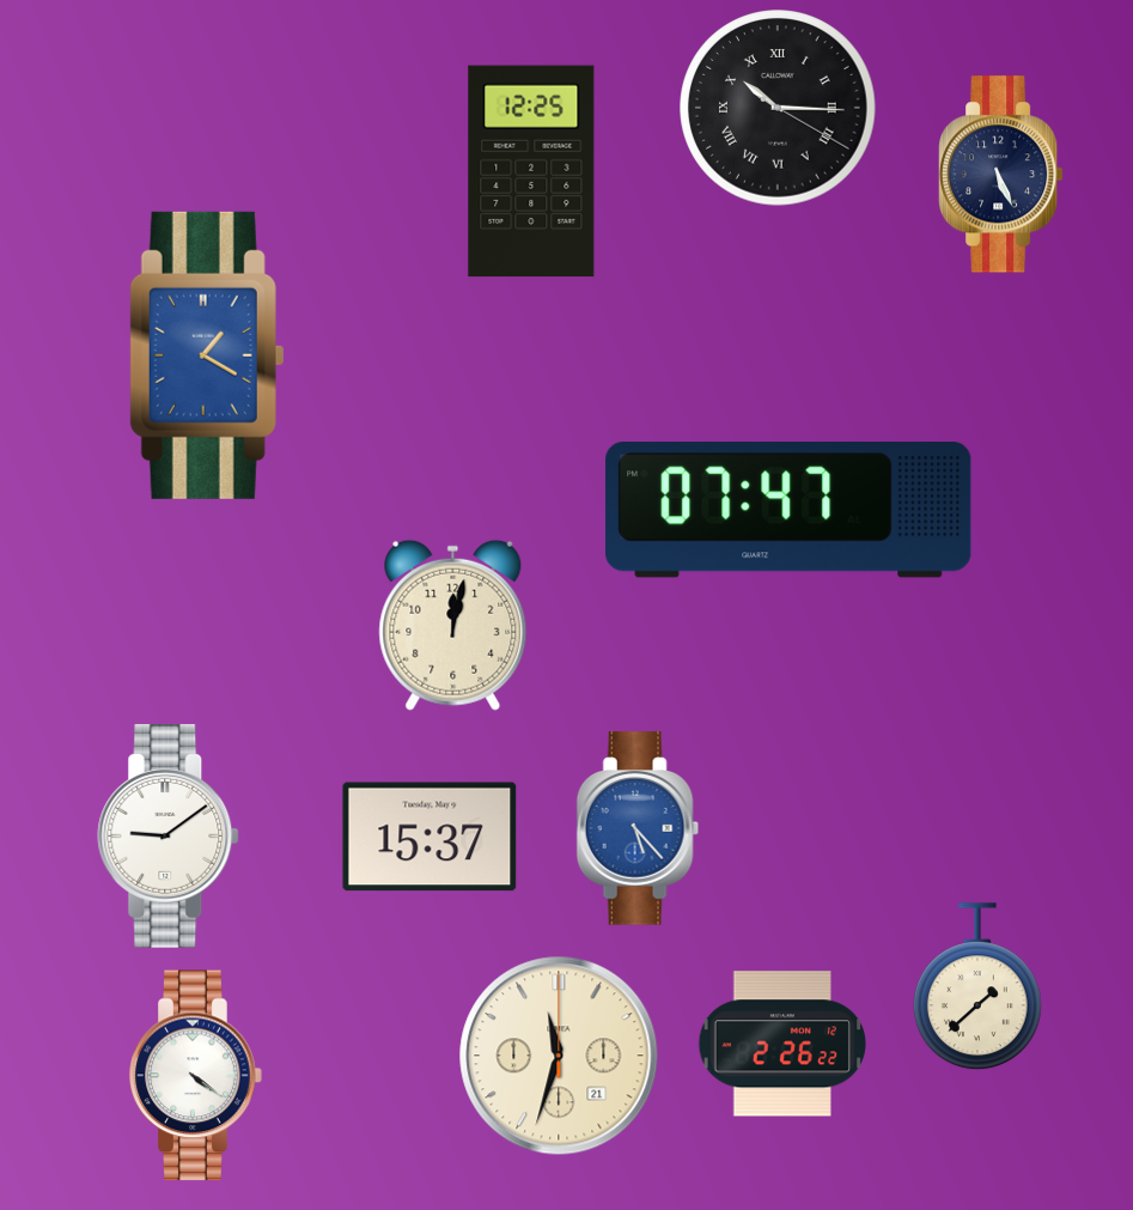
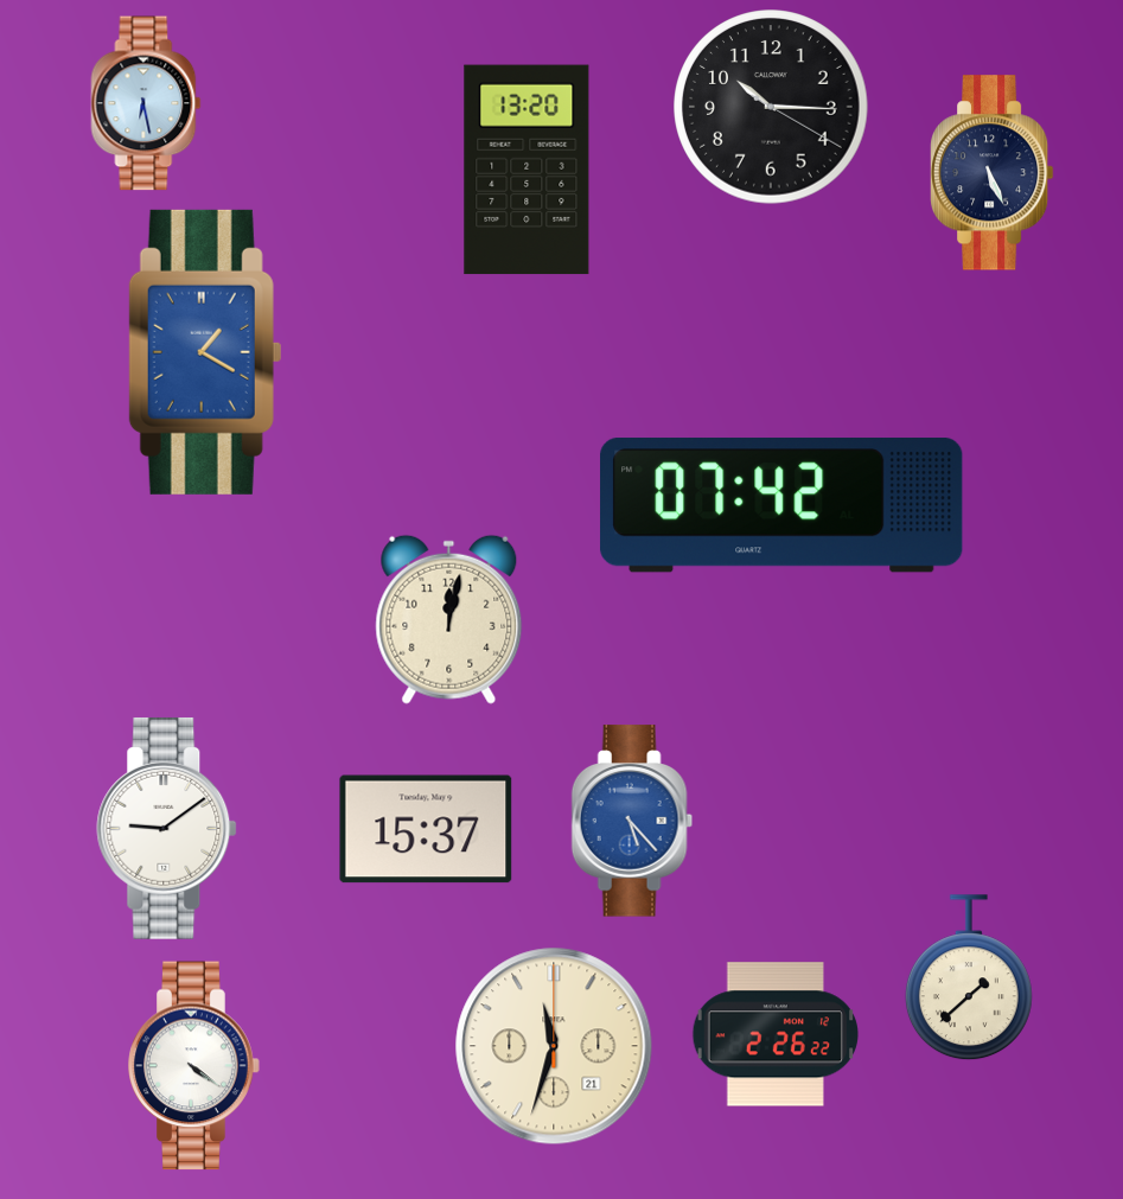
clock at (146, 103): none -> 6:28
clock at (778, 108) numerals: Roman -> Arabic
clock at (531, 171): 12:25 -> 13:20
clock at (788, 510): 07:47 -> 07:42
